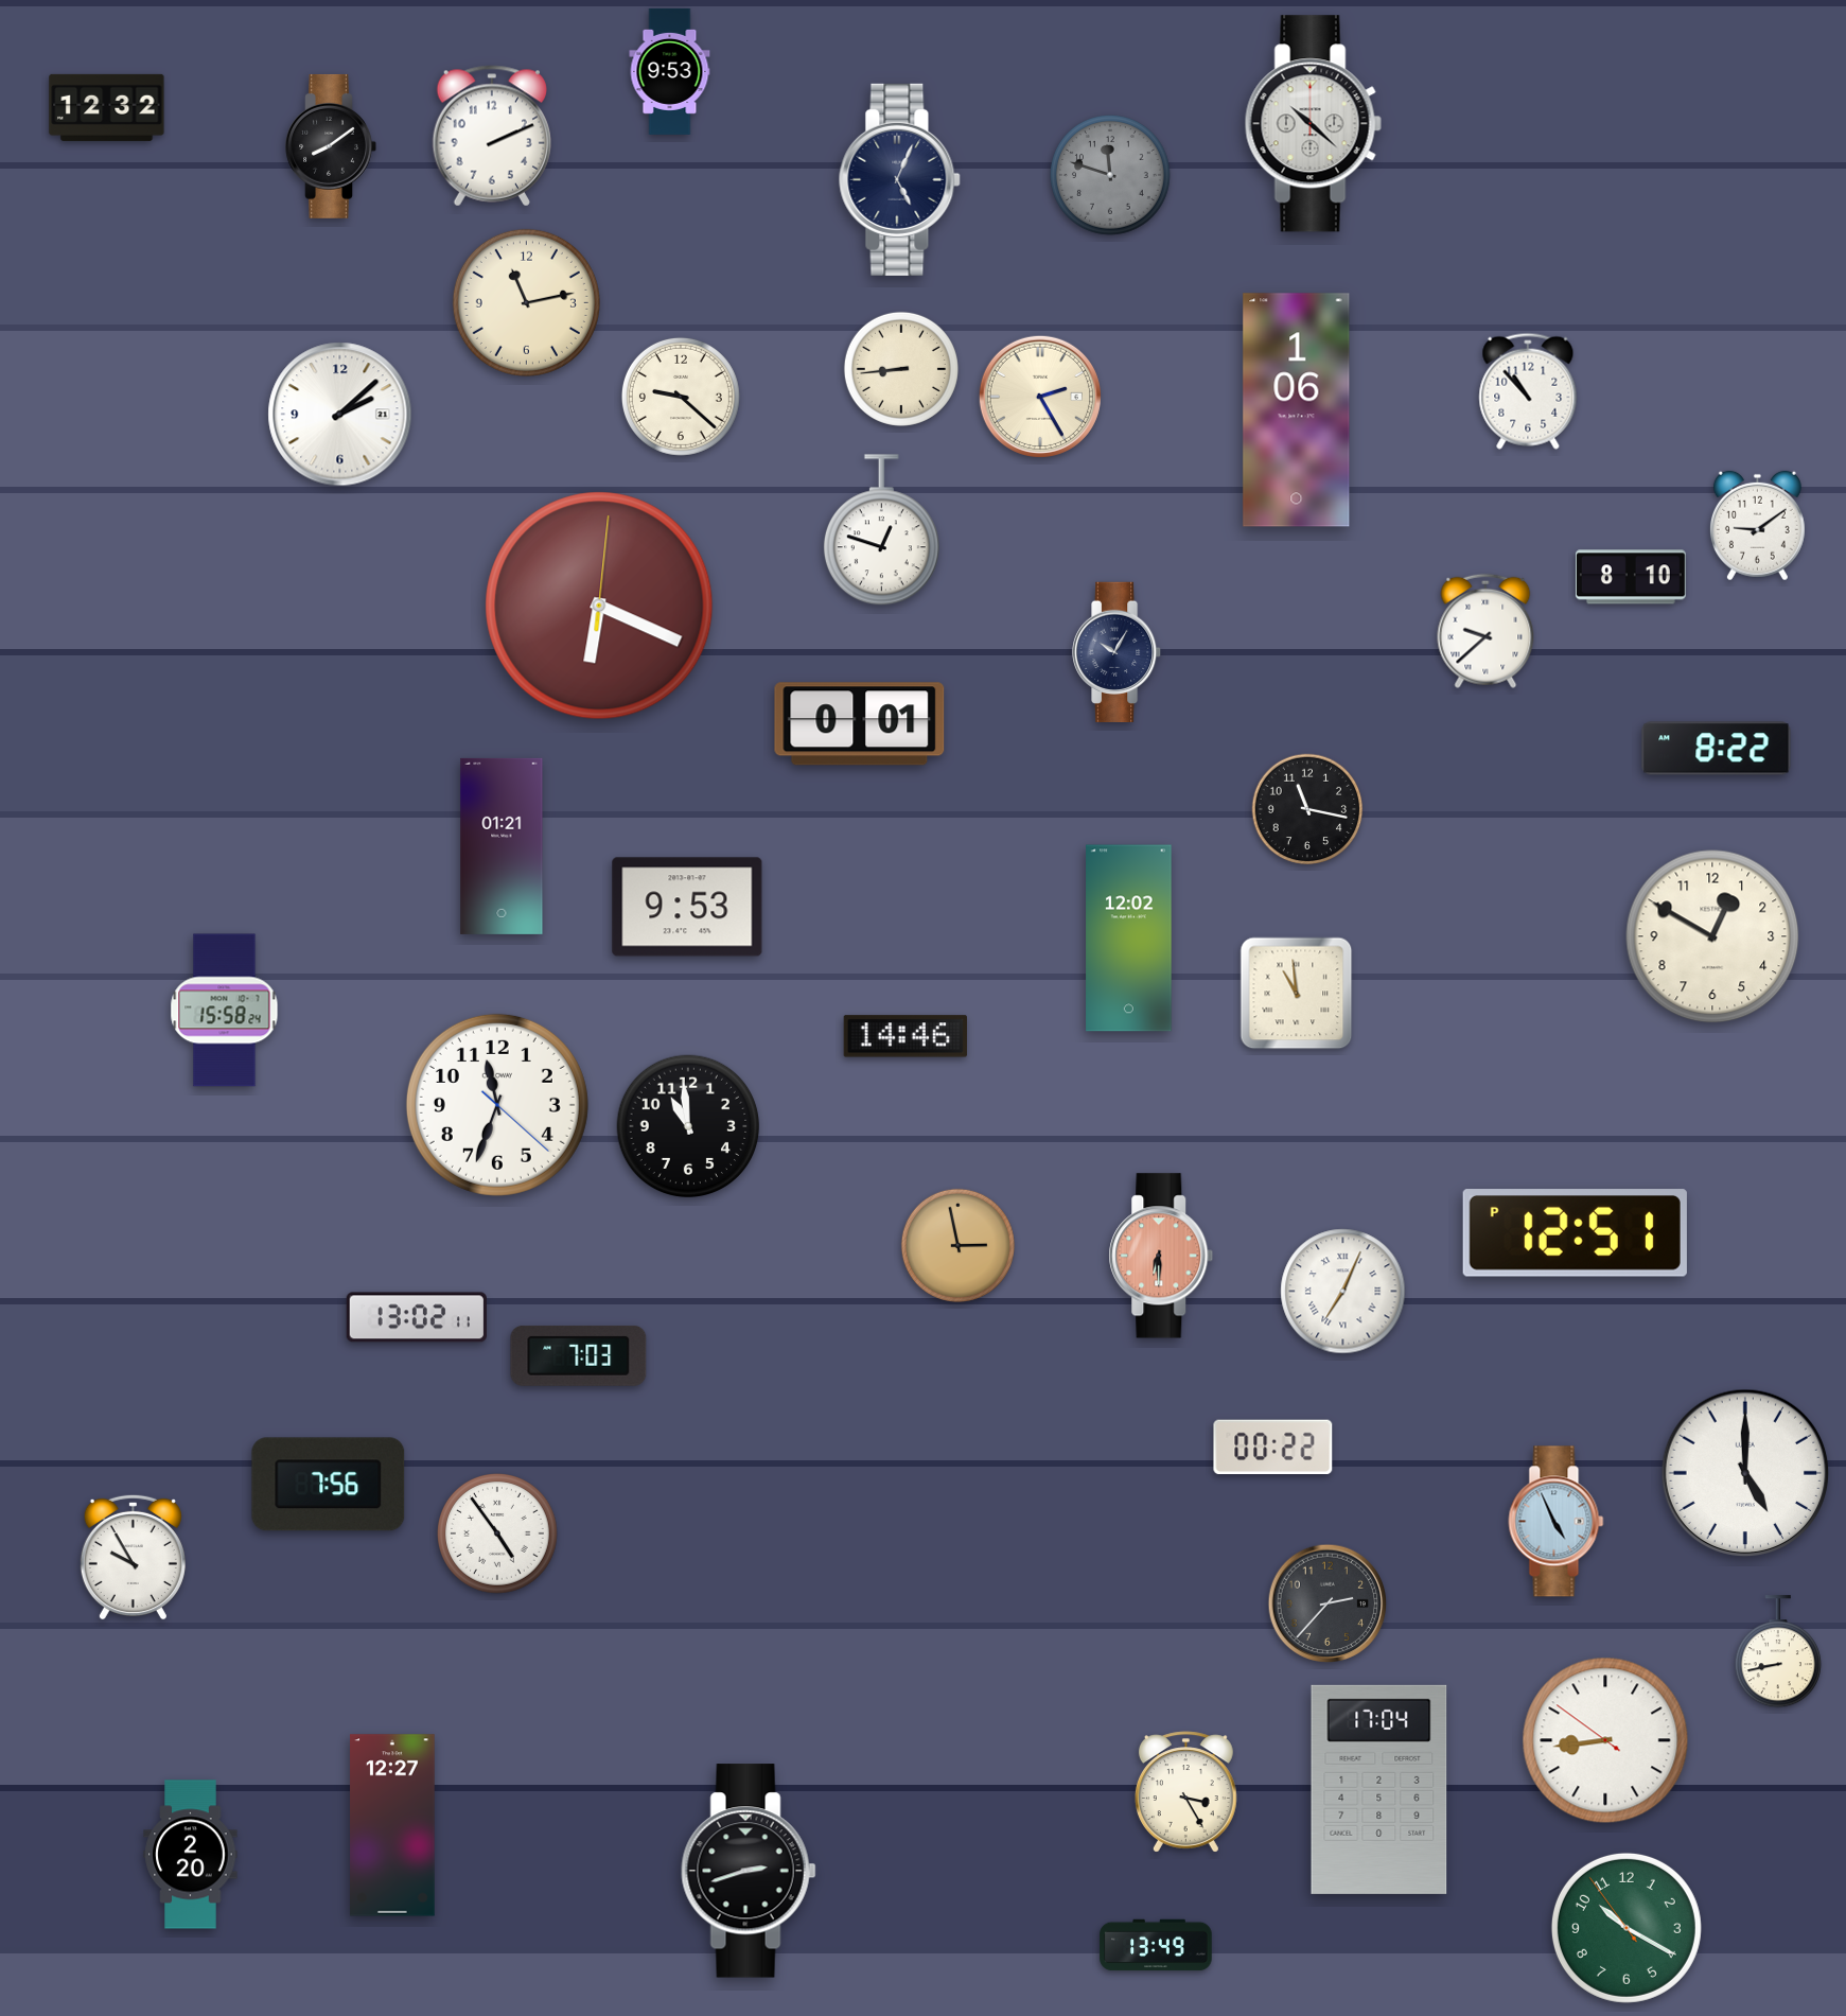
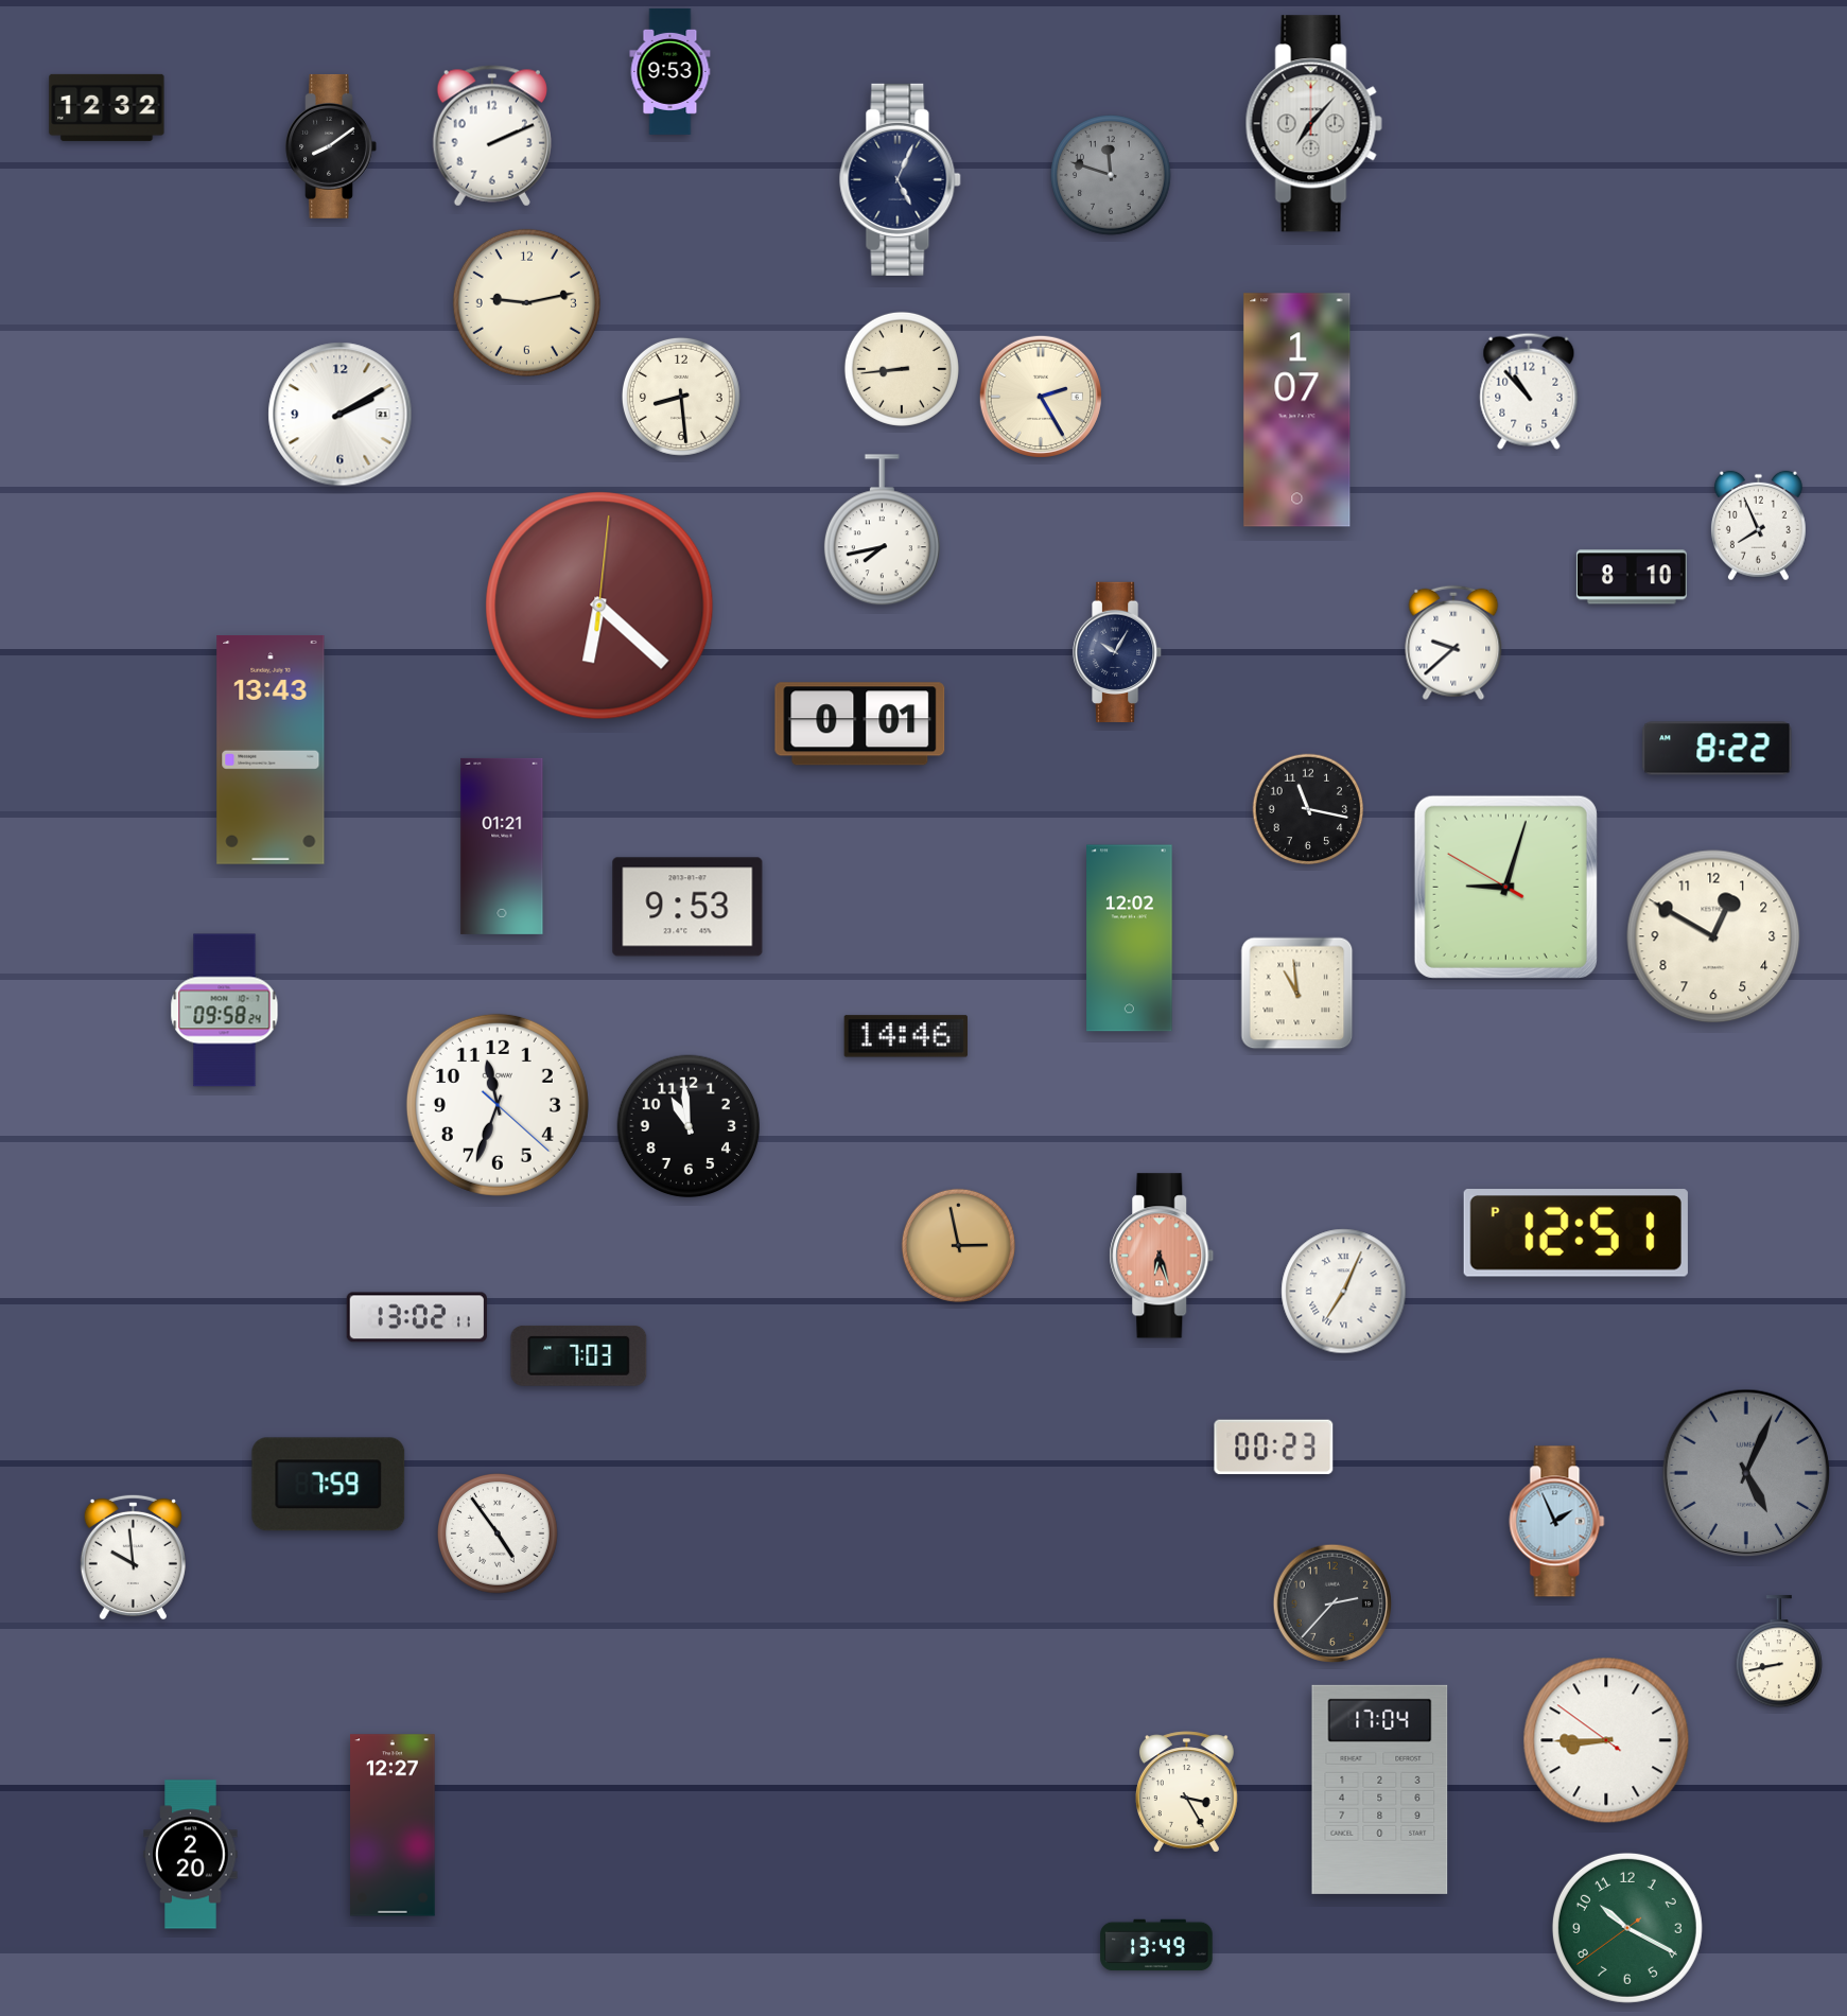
clock at (1313, 124): 10:22 -> 7:07
clock at (526, 302): 11:13 -> 9:13
clock at (681, 397): 9:22 -> 8:29
clock at (1297, 410): 1:06 -> 1:07
clock at (340, 415): 2:08 -> 2:10
clock at (1757, 526): 9:09 -> 7:56
clock at (881, 530): 12:48 -> 7:43
clock at (599, 606): 6:19 -> 6:22
clock at (1485, 631) position: (1485, 631) -> (1453, 643)
clock at (271, 751): none -> 13:43
clock at (1505, 887): none -> 9:02
clock at (225, 1011): 15:58 -> 09:58
clock at (1161, 1256): 6:30 -> 6:27
clock at (1273, 1448): 00:22 -> 00:23
clock at (1745, 1473): 5:00 -> 5:04
clock at (1745, 1473) dial: white -> grey
clock at (329, 1485): 7:56 -> 7:59
clock at (1557, 1522): 4:56 -> 1:56
clock at (133, 1557): 9:55 -> 9:59
clock at (1328, 1603) position: (1328, 1603) -> (1332, 1603)
clock at (1605, 1740): 8:43 -> 8:44
clock at (749, 1871): 2:42 -> none
clock at (1627, 1928): 10:19:54 -> 10:19:39
